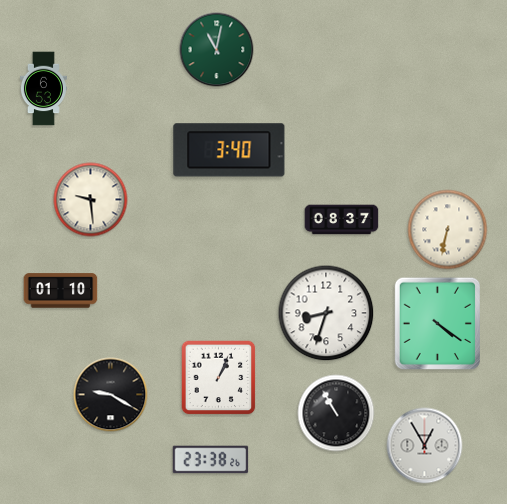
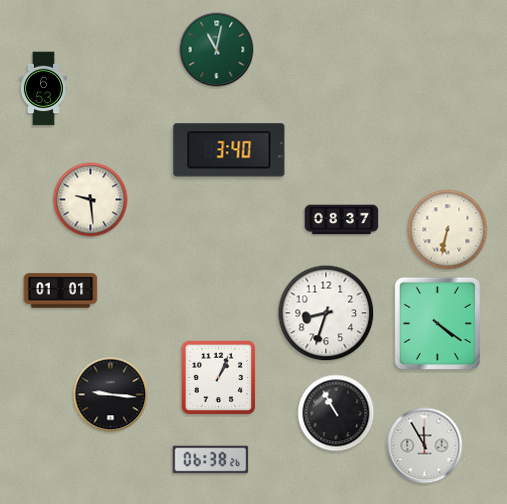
clock at (61, 291): 01:10 -> 01:01
clock at (111, 395): 9:20 -> 9:16
clock at (425, 446): 12:55 -> 11:55
clock at (211, 460): 23:38 -> 06:38
